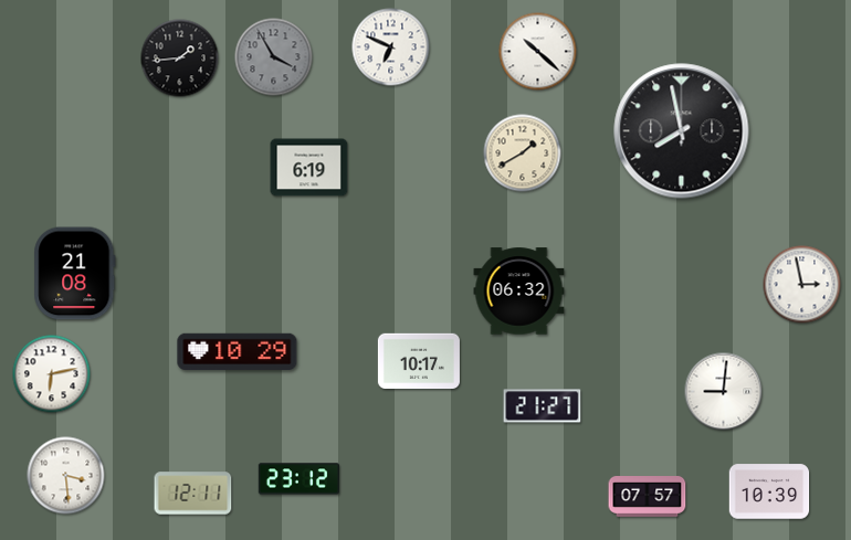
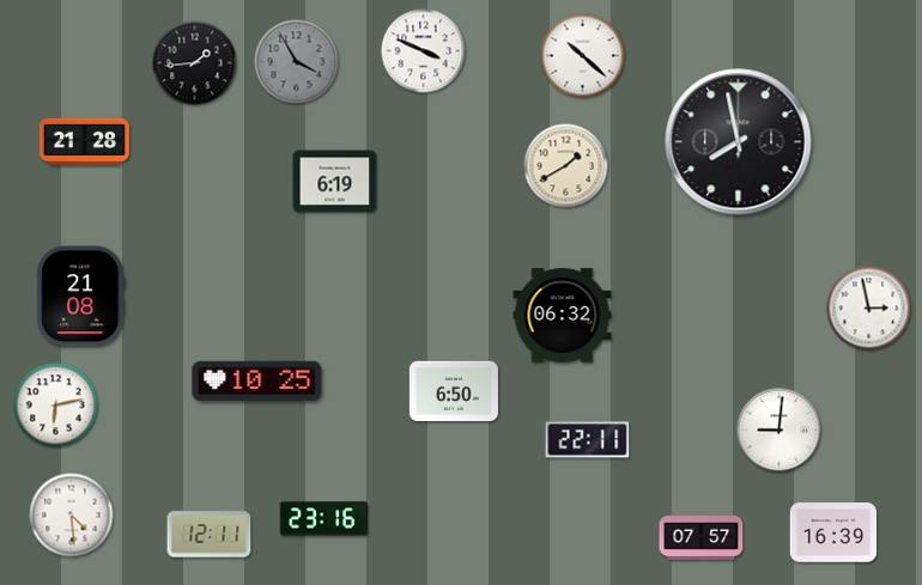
clock at (391, 47): 6:49 -> 3:49
clock at (84, 141): none -> 21:28
clock at (238, 351): 10:29 -> 10:25
clock at (419, 360): 10:17 -> 6:50
clock at (724, 392) position: (724, 392) -> (780, 431)
clock at (543, 406): 21:27 -> 22:11
clock at (66, 476): 3:29 -> 4:29
clock at (298, 479): 23:12 -> 23:16
clock at (769, 491): 10:39 -> 16:39
